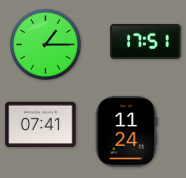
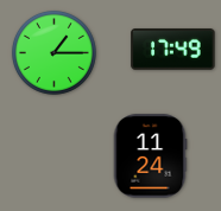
clock at (146, 42): 17:51 -> 17:49
clock at (41, 125): 07:41 -> none
